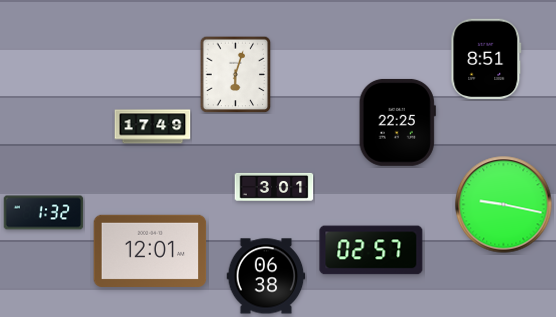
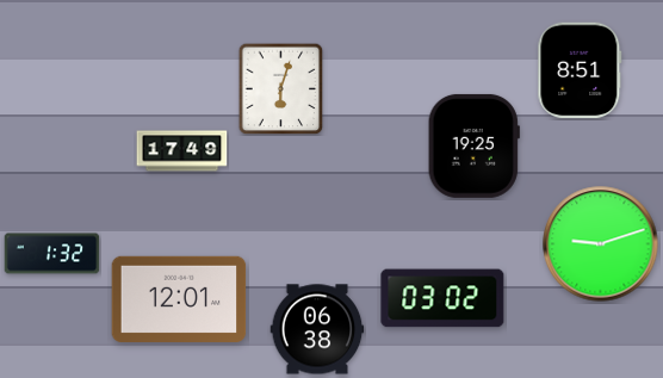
clock at (397, 122): 22:25 -> 19:25
clock at (274, 187): 3:01 -> none
clock at (504, 205): 9:17 -> 9:12
clock at (371, 250): 02:57 -> 03:02
